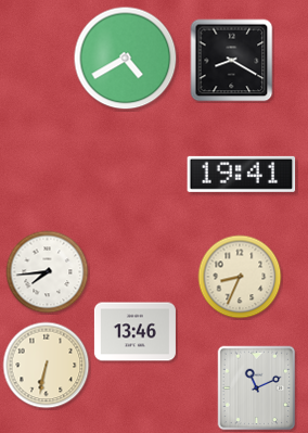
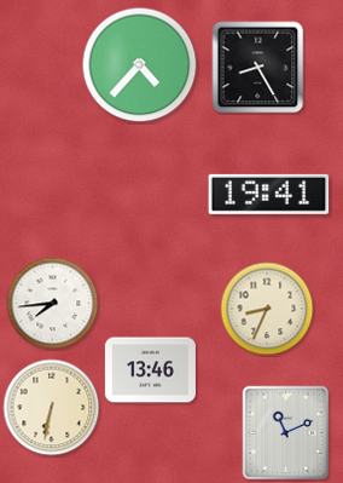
clock at (126, 59): 4:40 -> 4:37
clock at (232, 61): 8:20 -> 8:25
